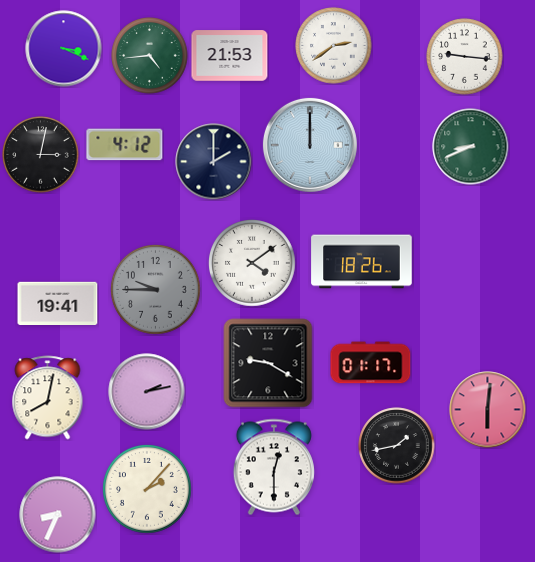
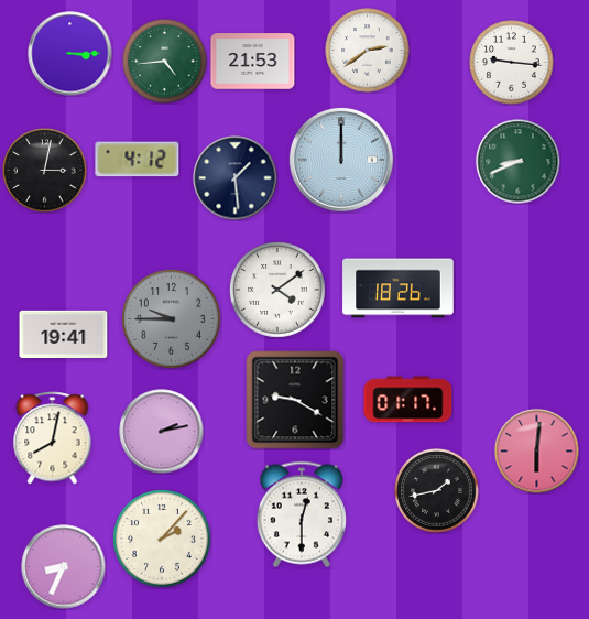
clock at (64, 49): 3:19 -> 3:15
clock at (214, 162): 2:00 -> 1:29
